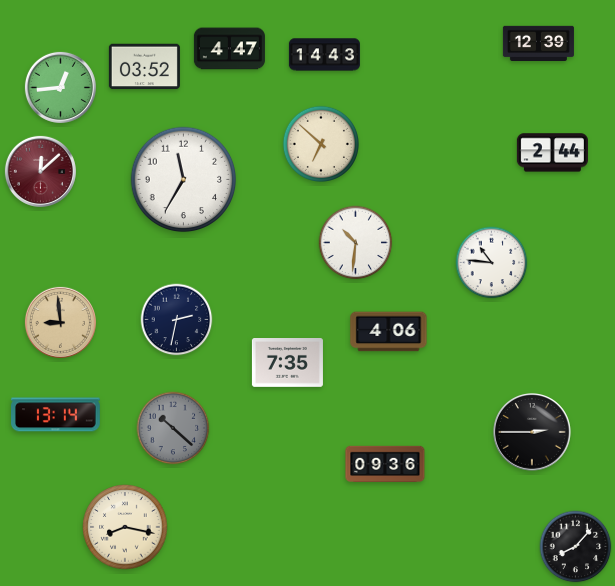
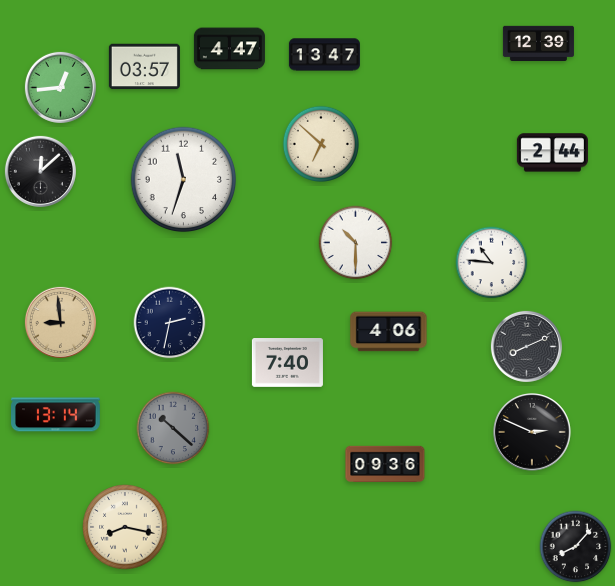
clock at (324, 55): 14:43 -> 13:47
clock at (144, 67): 03:52 -> 03:57
clock at (40, 171) dial: burgundy -> black
clock at (184, 180): 11:35 -> 11:33
clock at (356, 243): 10:31 -> 10:30
clock at (177, 320) position: (177, 320) -> (170, 323)
clock at (526, 346): none -> 8:11
clock at (287, 363): 7:35 -> 7:40
clock at (533, 433): 2:45 -> 2:49
